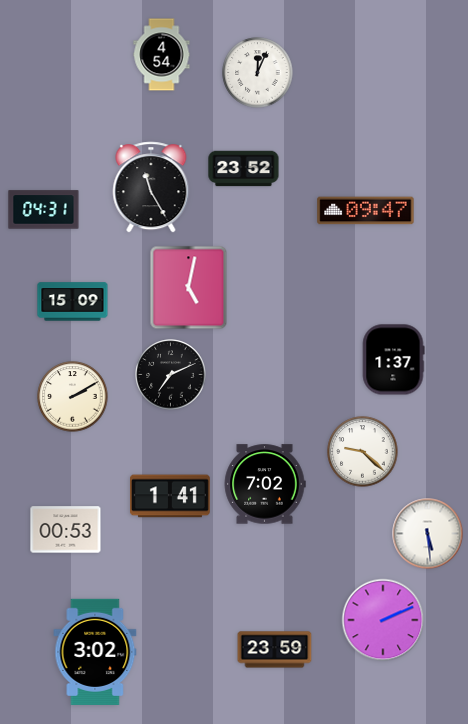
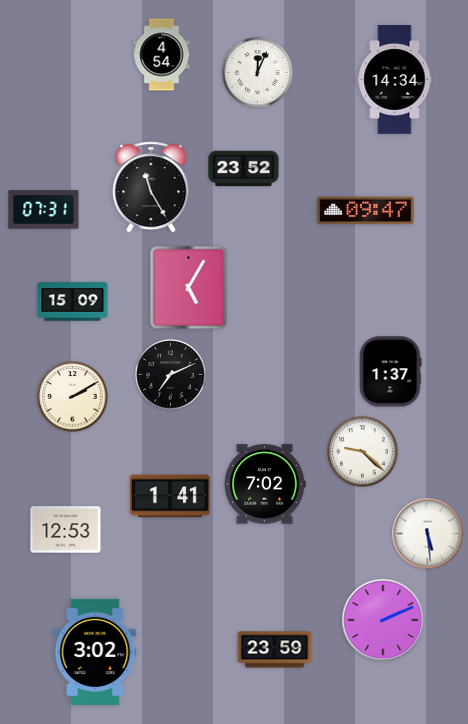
clock at (395, 80): none -> 14:34
clock at (44, 210): 04:31 -> 07:31
clock at (189, 288): 5:02 -> 5:05
clock at (393, 360) position: (393, 360) -> (390, 372)
clock at (66, 530): 00:53 -> 12:53
